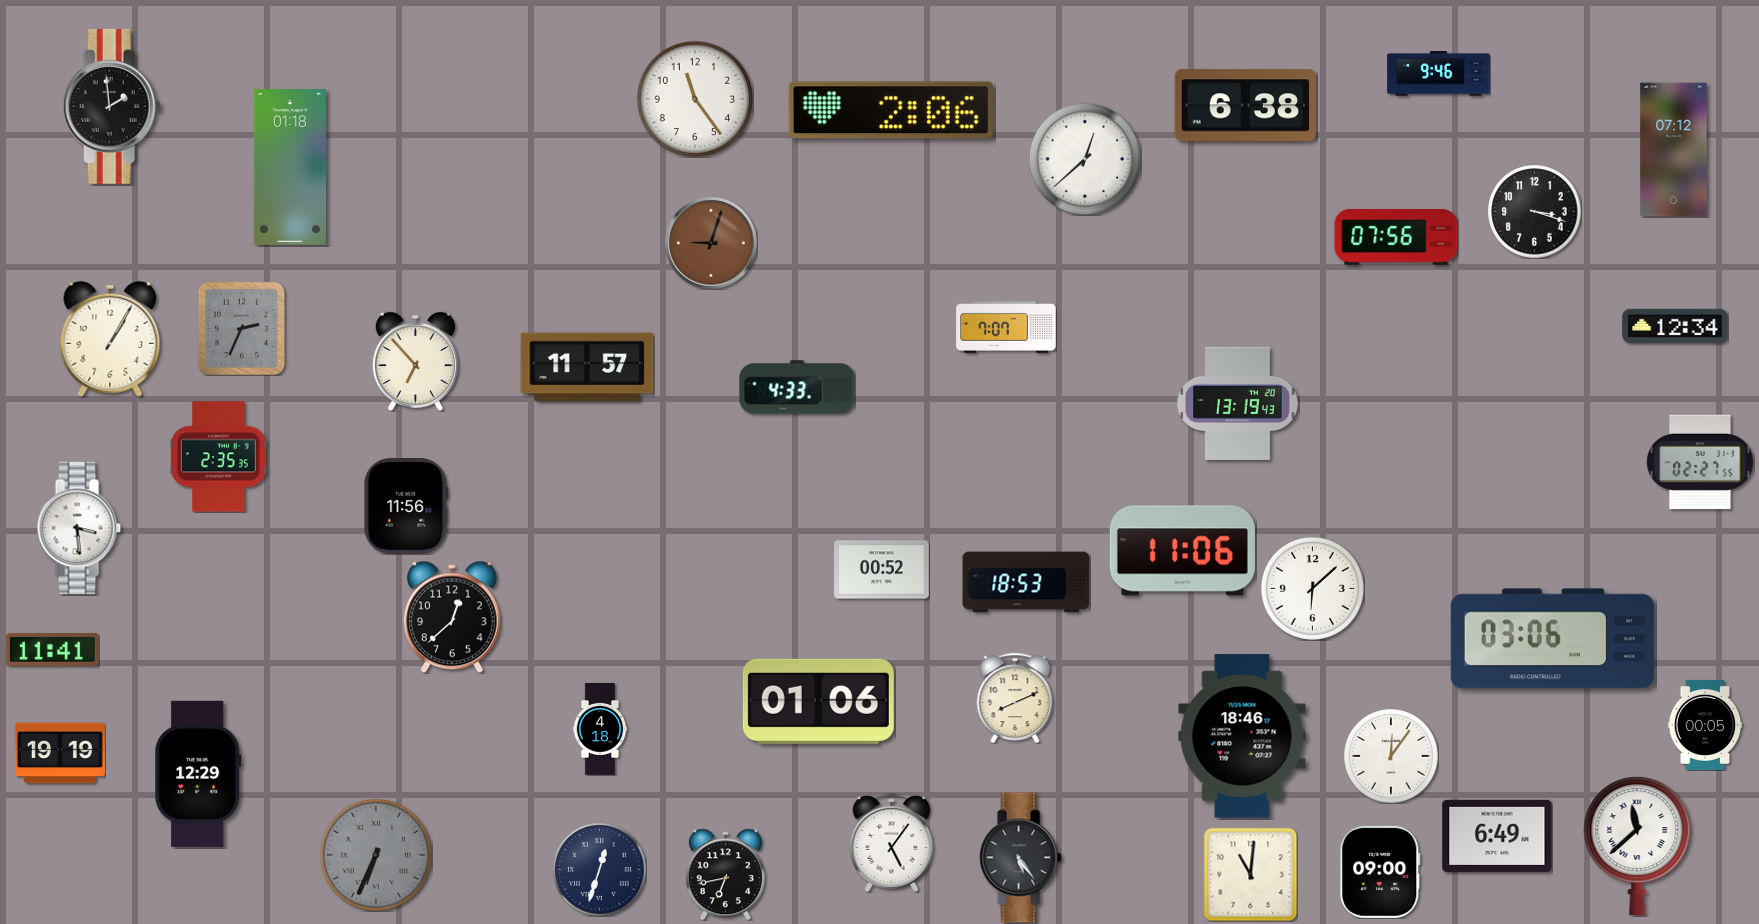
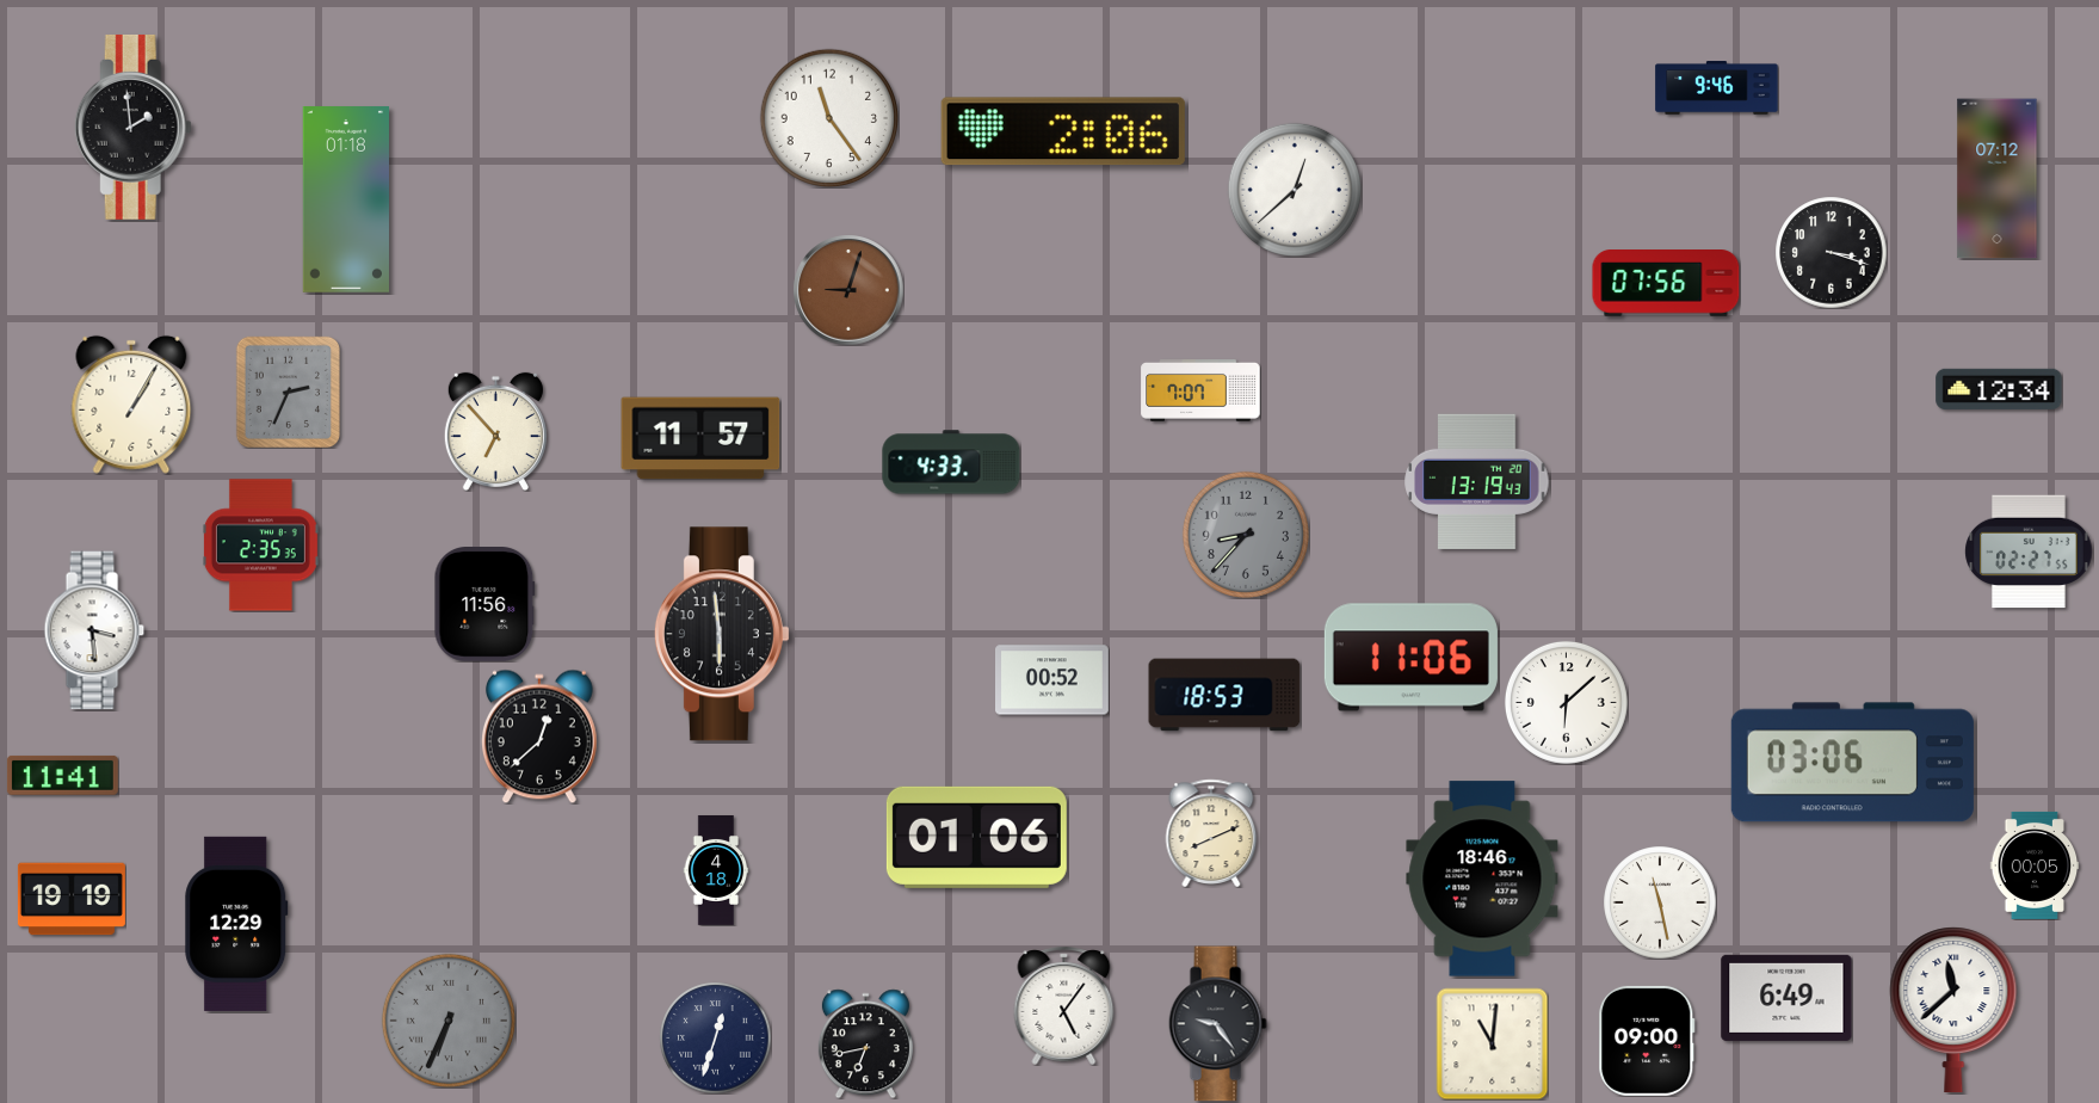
clock at (1245, 106): 6:38 -> none
clock at (1246, 535): none -> 8:37
clock at (722, 634): none -> 5:59
clock at (1391, 756): 12:06 -> 11:28
clock at (1020, 858): 5:24 -> 9:24
